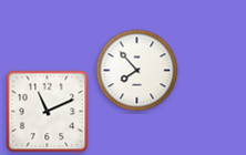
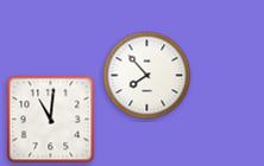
clock at (48, 112): 11:11 -> 11:01
